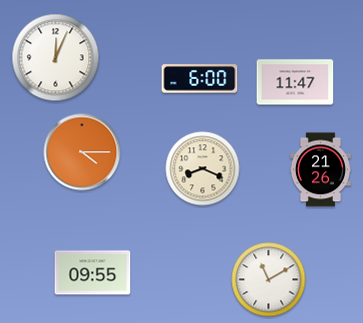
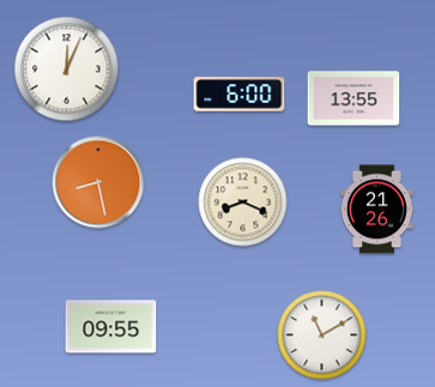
clock at (295, 82): 11:47 -> 13:55
clock at (82, 152): 4:15 -> 8:28
clock at (320, 170) position: (320, 170) -> (376, 210)
